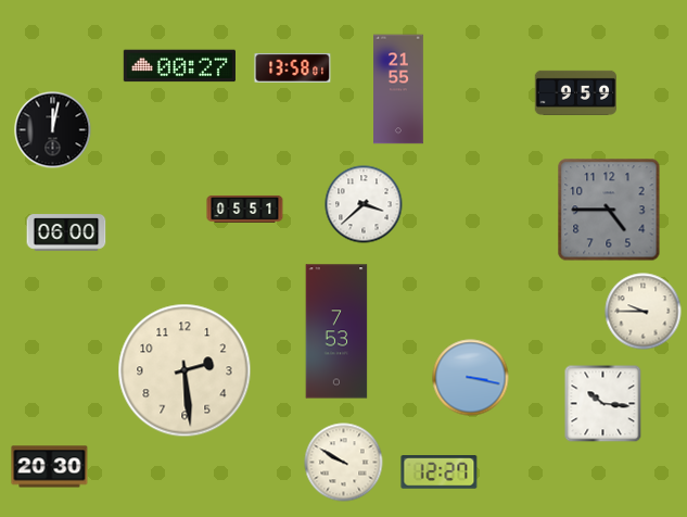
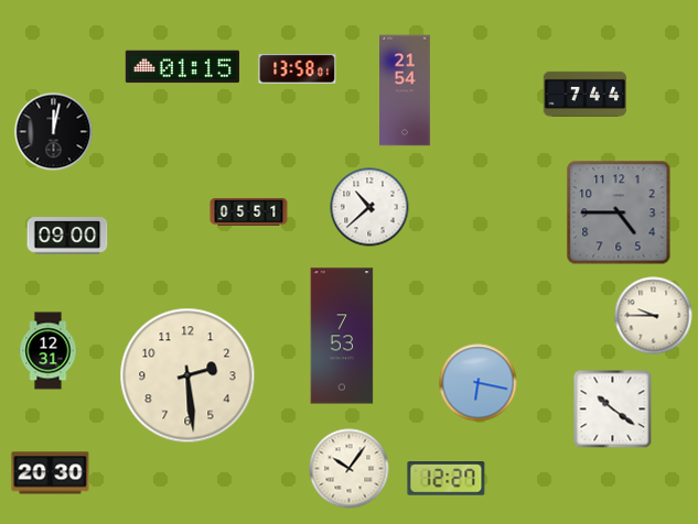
clock at (179, 66): 00:27 -> 01:15
clock at (399, 89): 21:55 -> 21:54
clock at (575, 92): 9:59 -> 7:44
clock at (364, 204): 3:38 -> 10:38
clock at (66, 232): 06:00 -> 09:00
clock at (49, 351): none -> 12:31
clock at (471, 378): 3:17 -> 6:17
clock at (603, 404): 10:16 -> 10:21
clock at (344, 463): 9:50 -> 10:06
